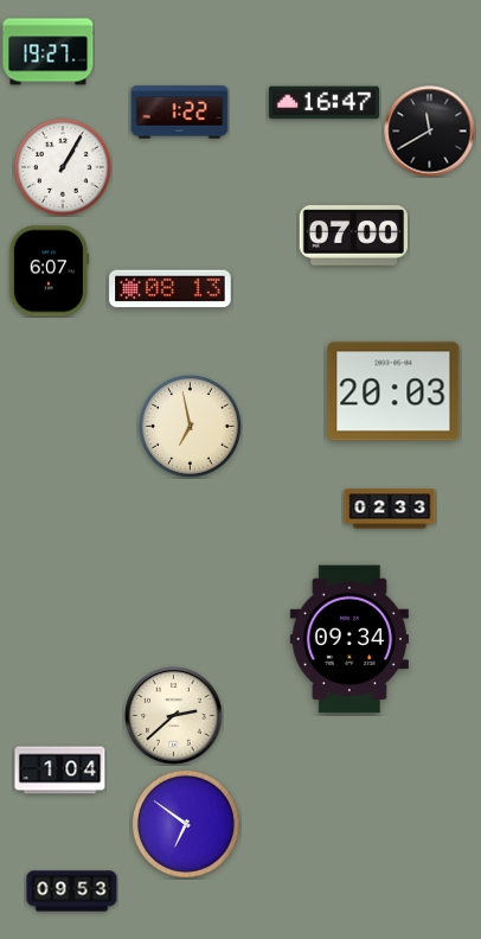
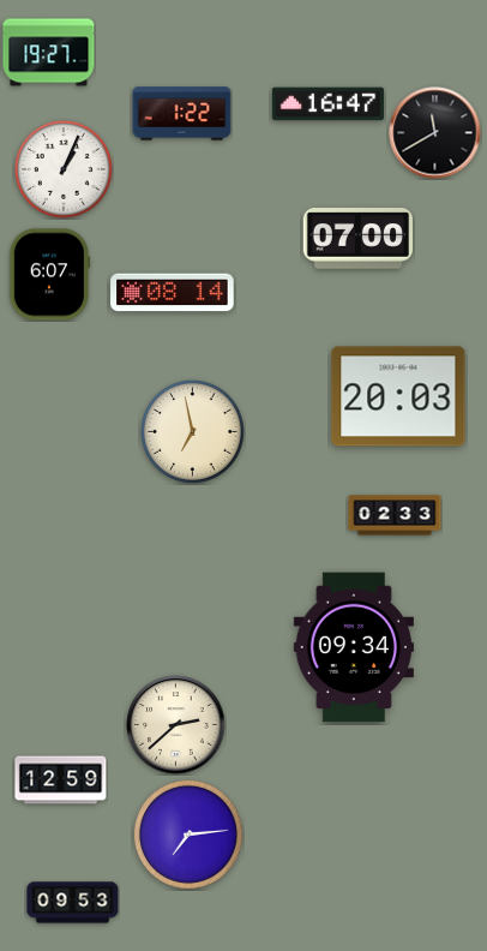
clock at (64, 168): 1:05 -> 1:04
clock at (171, 289): 08:13 -> 08:14
clock at (60, 771): 1:04 -> 12:59
clock at (186, 824): 6:51 -> 7:14
